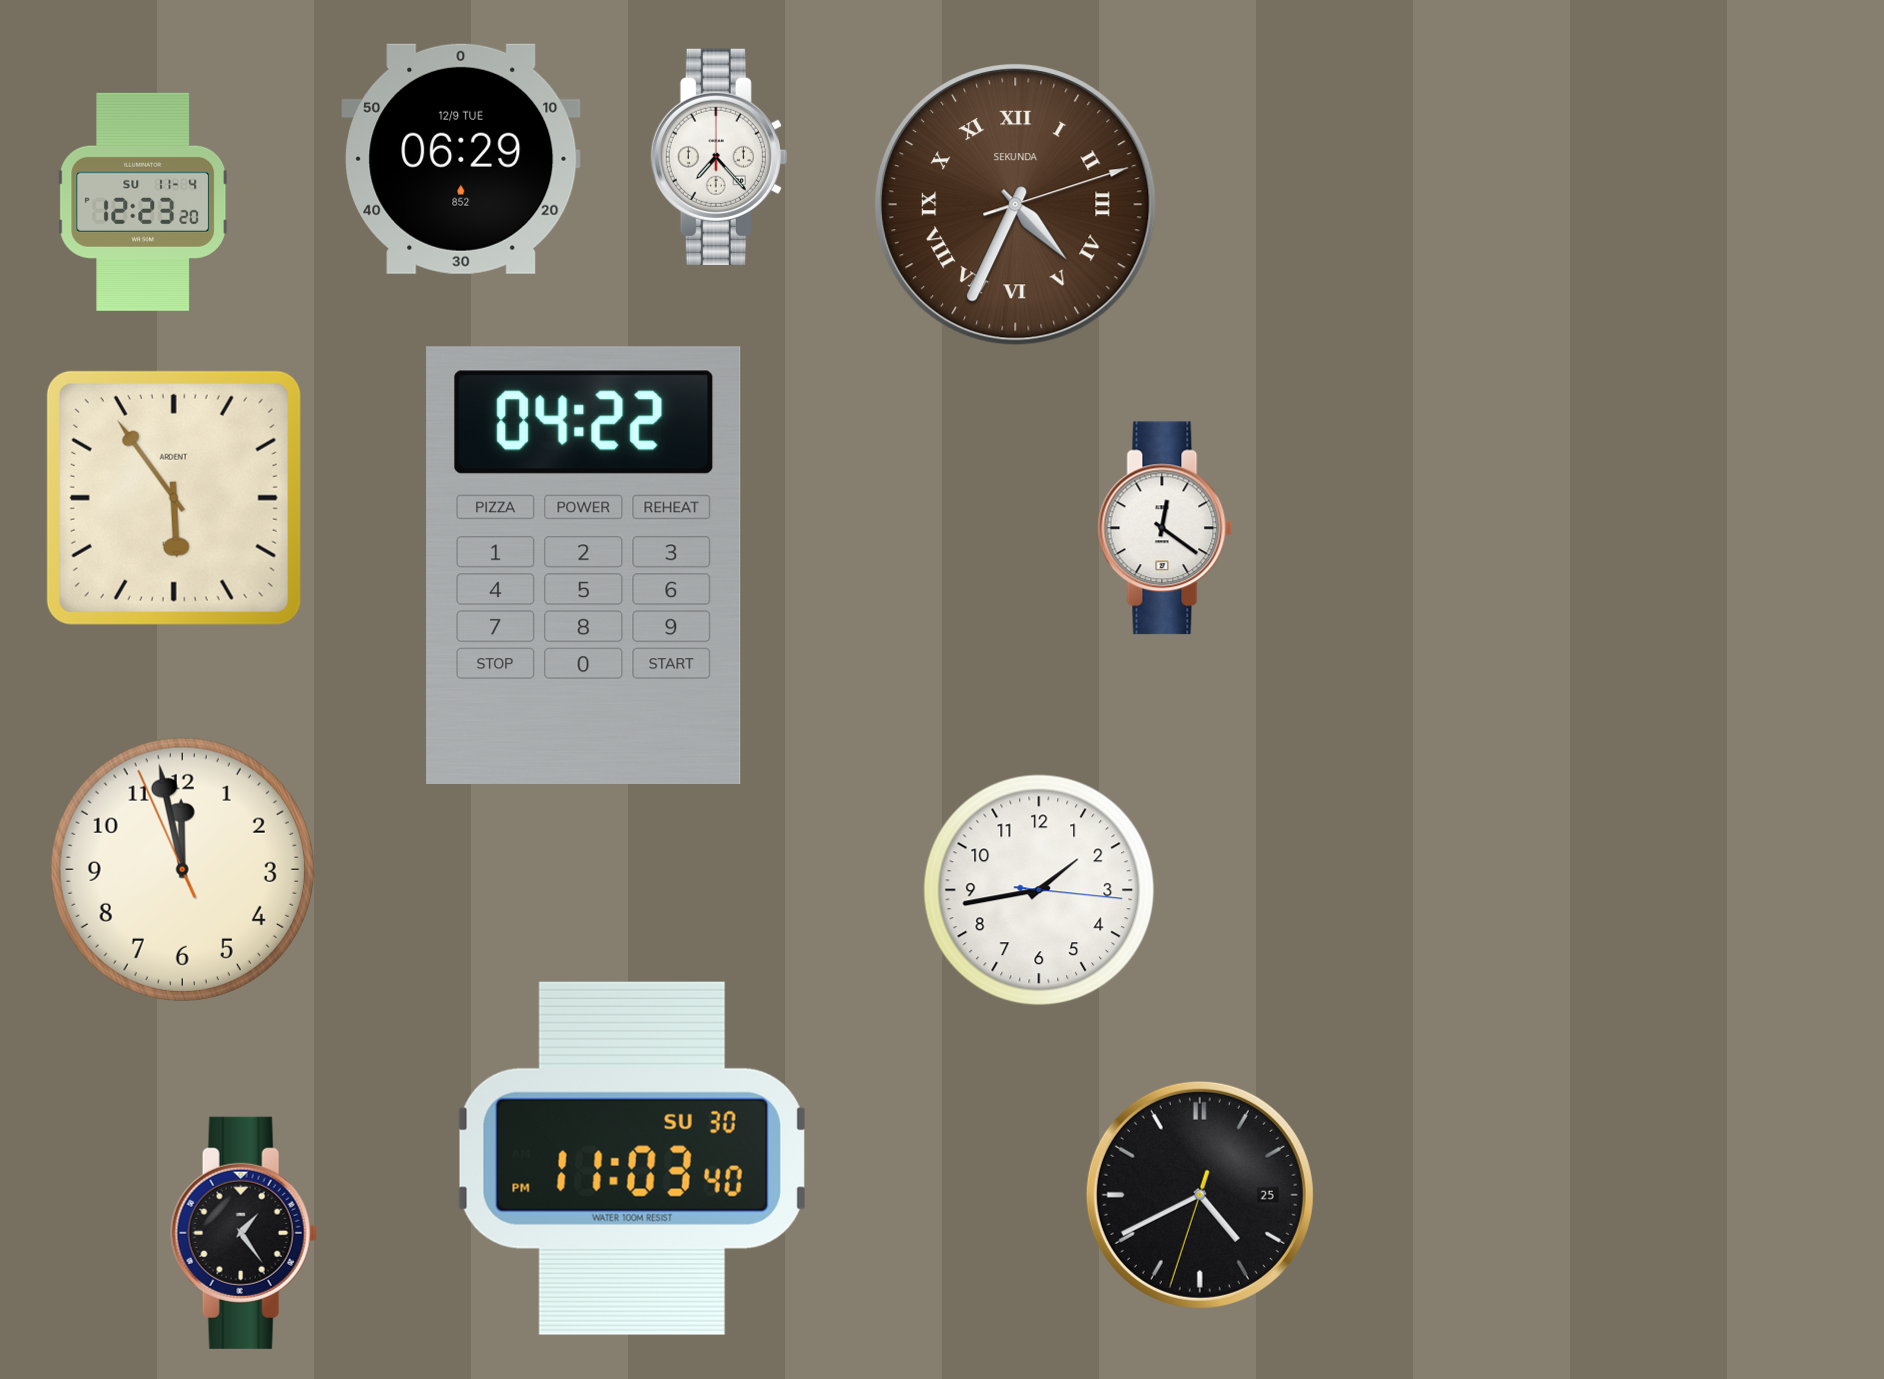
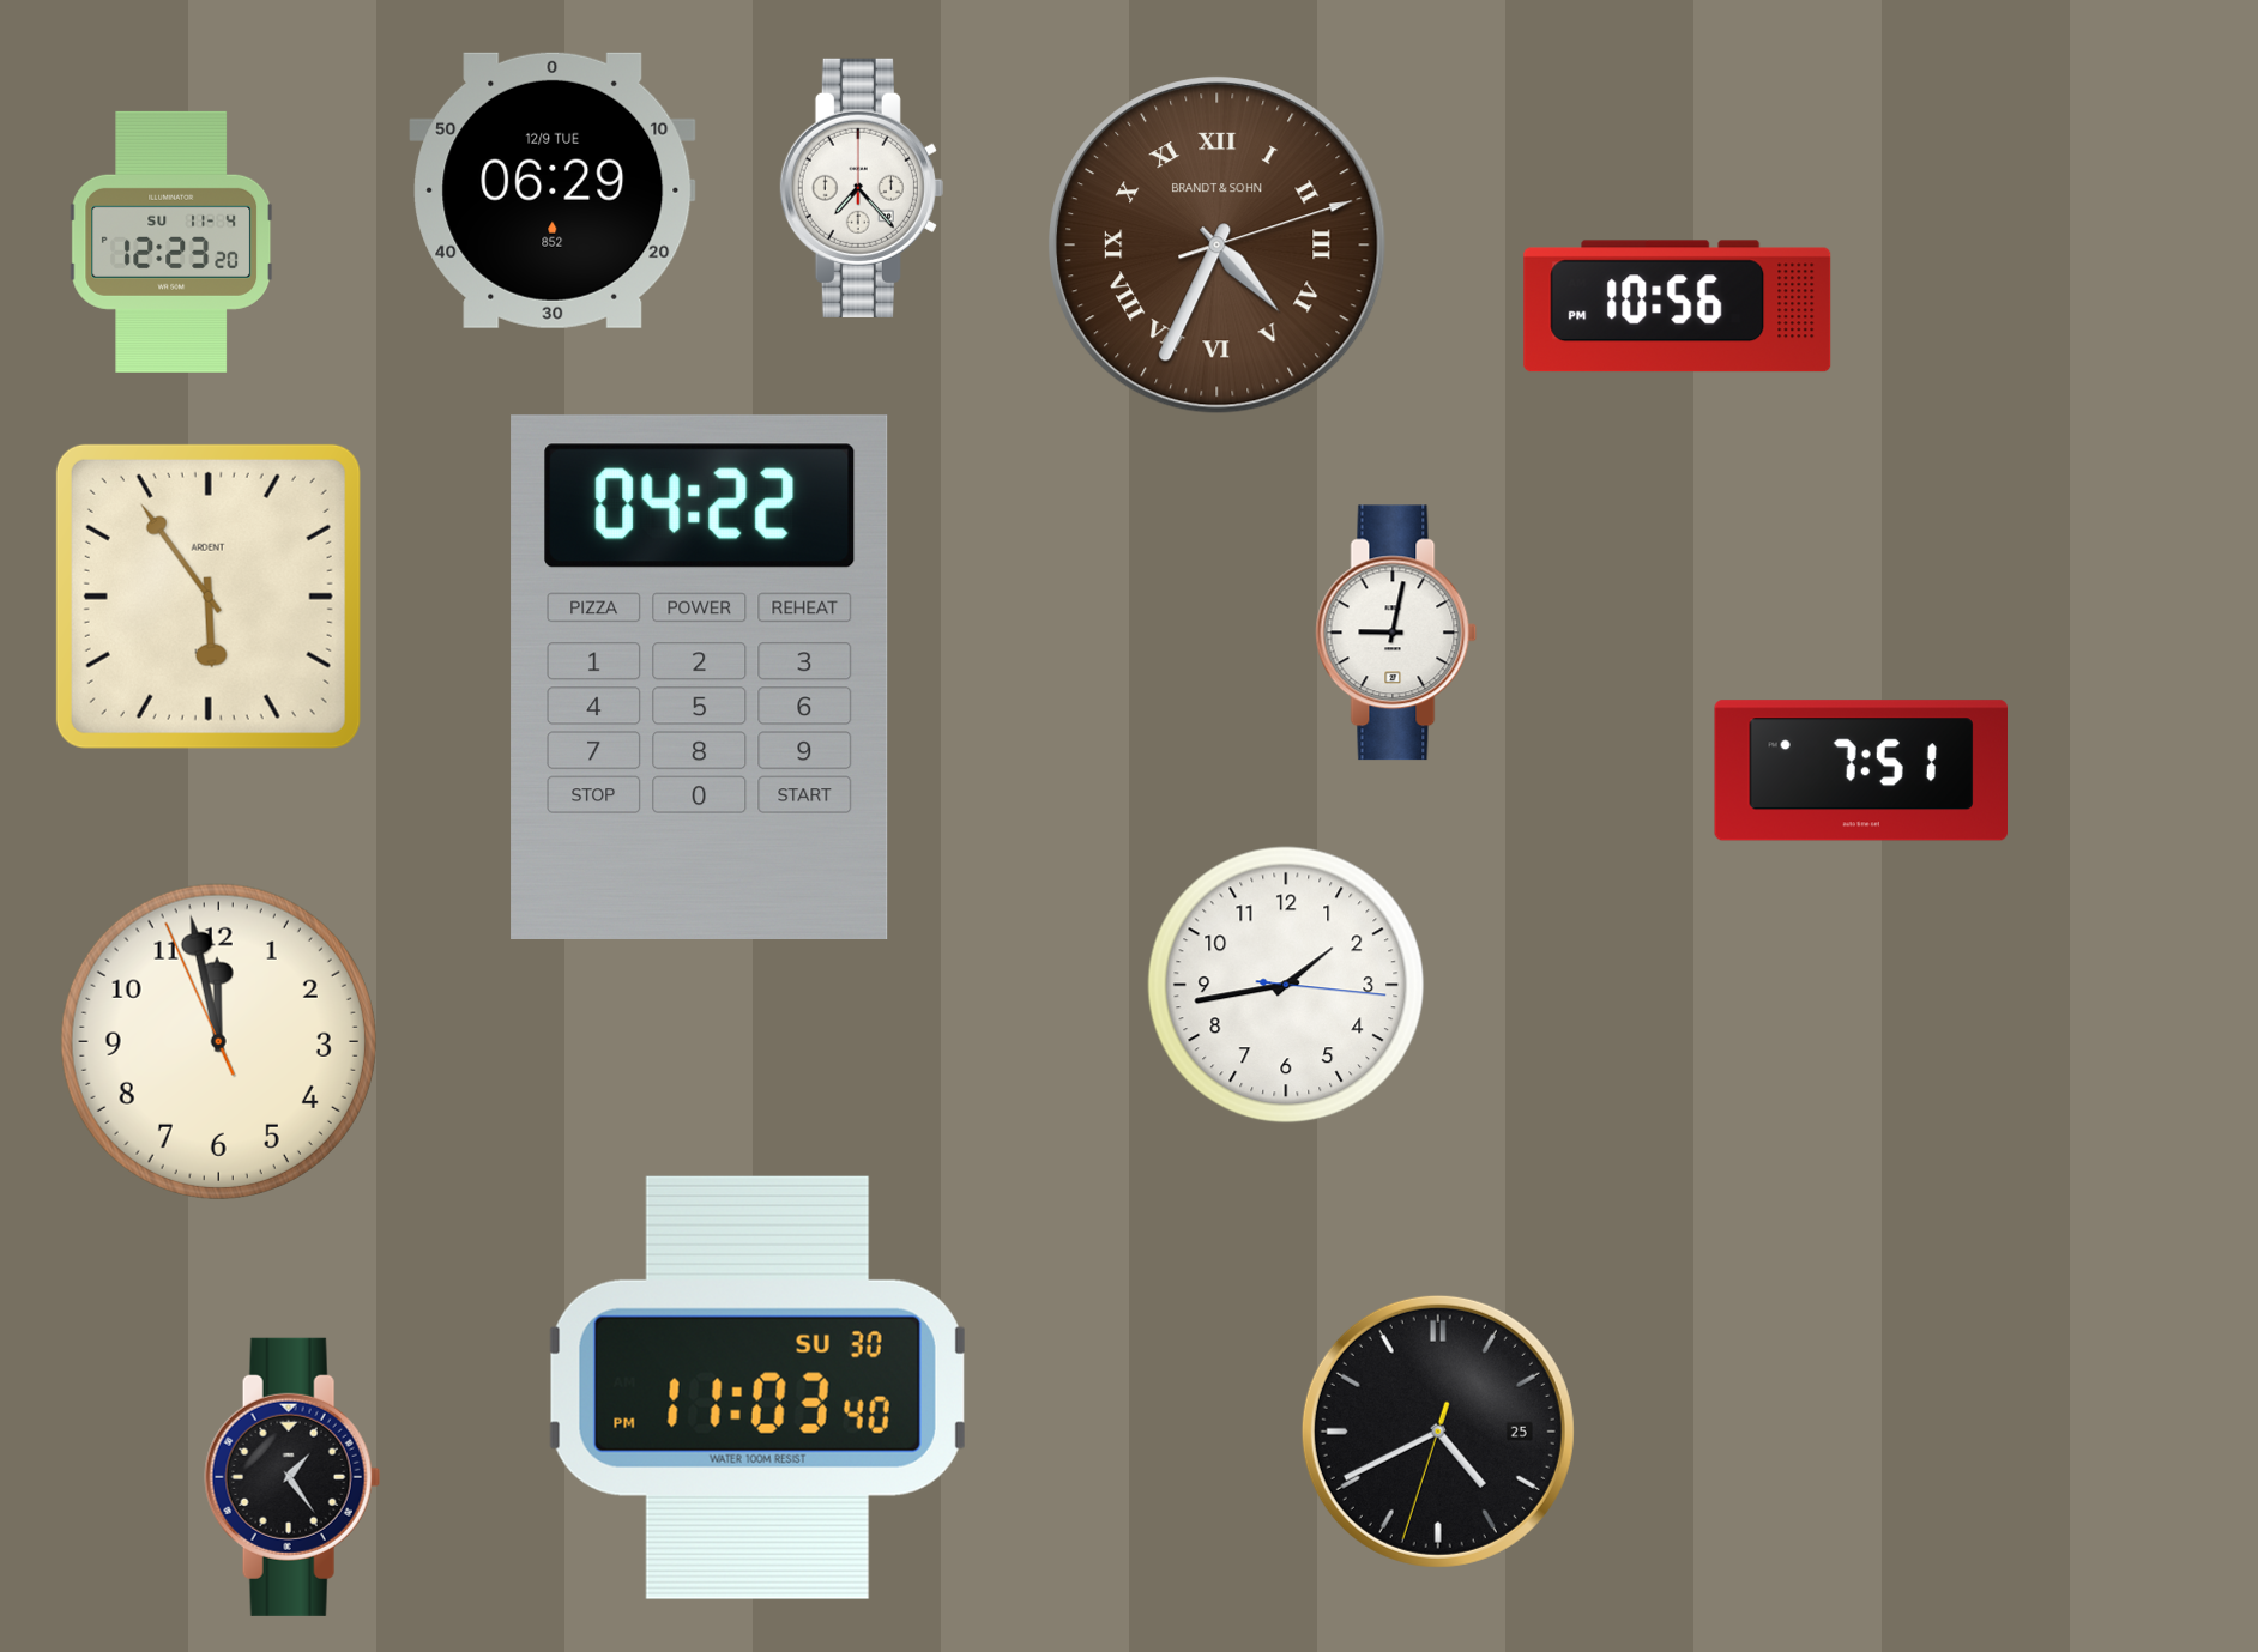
clock at (1016, 205) brand: SEKUNDA -> BRANDT & SOHN
clock at (1678, 307): none -> 10:56
clock at (1165, 528): 12:21 -> 9:02
clock at (1860, 770): none -> 7:51
clock at (1039, 890) position: (1039, 890) -> (1286, 985)
